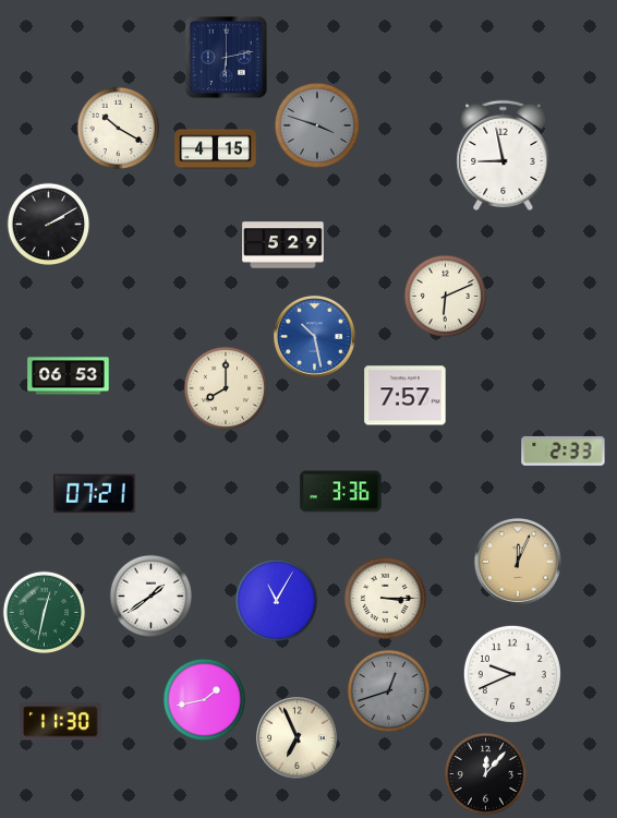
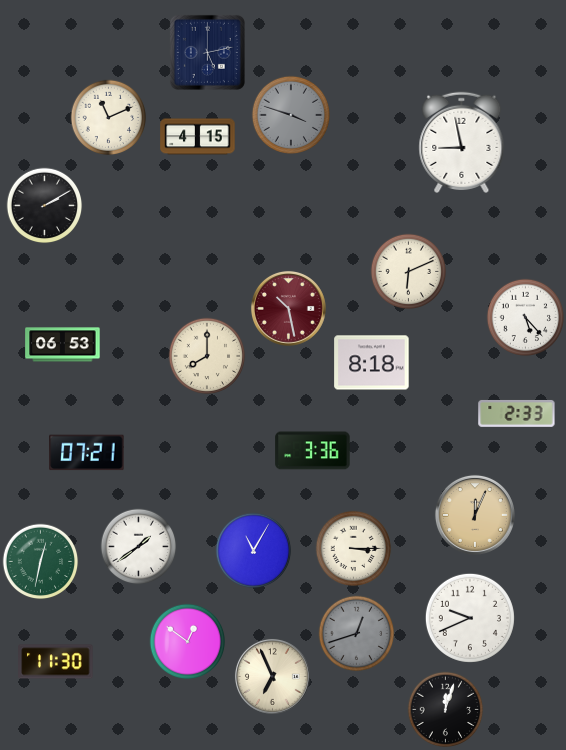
clock at (226, 57): 6:13 -> 5:13
clock at (119, 129): 10:20 -> 11:11
clock at (283, 245): 5:29 -> none
clock at (314, 336) dial: blue -> burgundy
clock at (526, 318): none -> 5:23
clock at (406, 396): 7:57 -> 8:18
clock at (205, 700): 1:43 -> 12:51
clock at (486, 774): 12:07 -> 12:03
